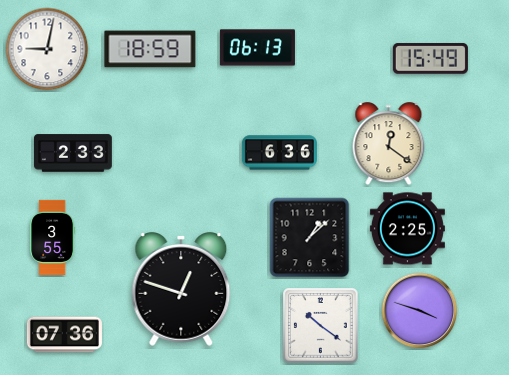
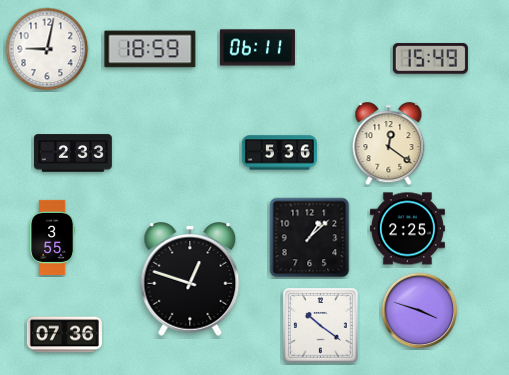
clock at (257, 48): 06:13 -> 06:11
clock at (279, 153): 6:36 -> 5:36
clock at (181, 290) position: (181, 290) -> (190, 280)
